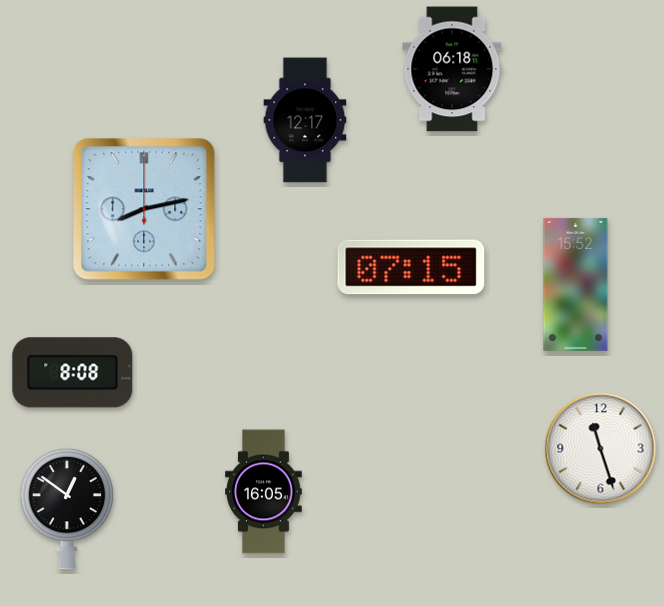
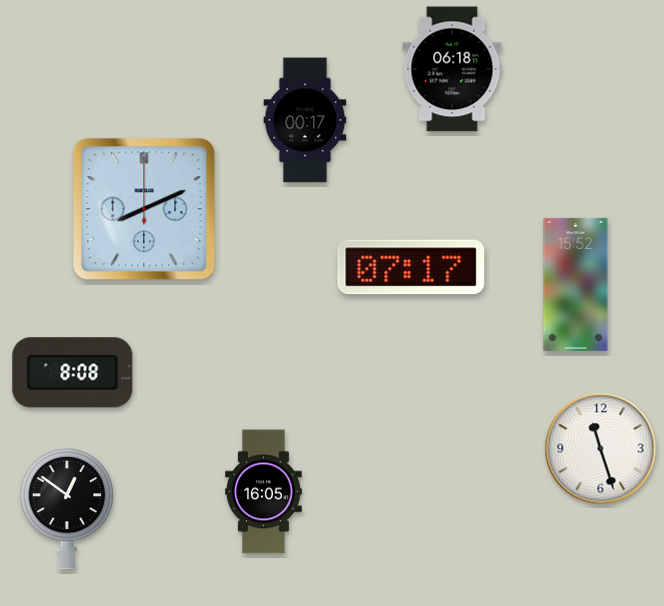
clock at (305, 120): 12:17 -> 00:17
clock at (144, 209): 8:13 -> 8:11
clock at (411, 267): 07:15 -> 07:17
